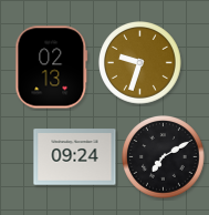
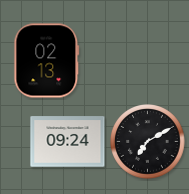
clock at (140, 63): 9:33 -> none
